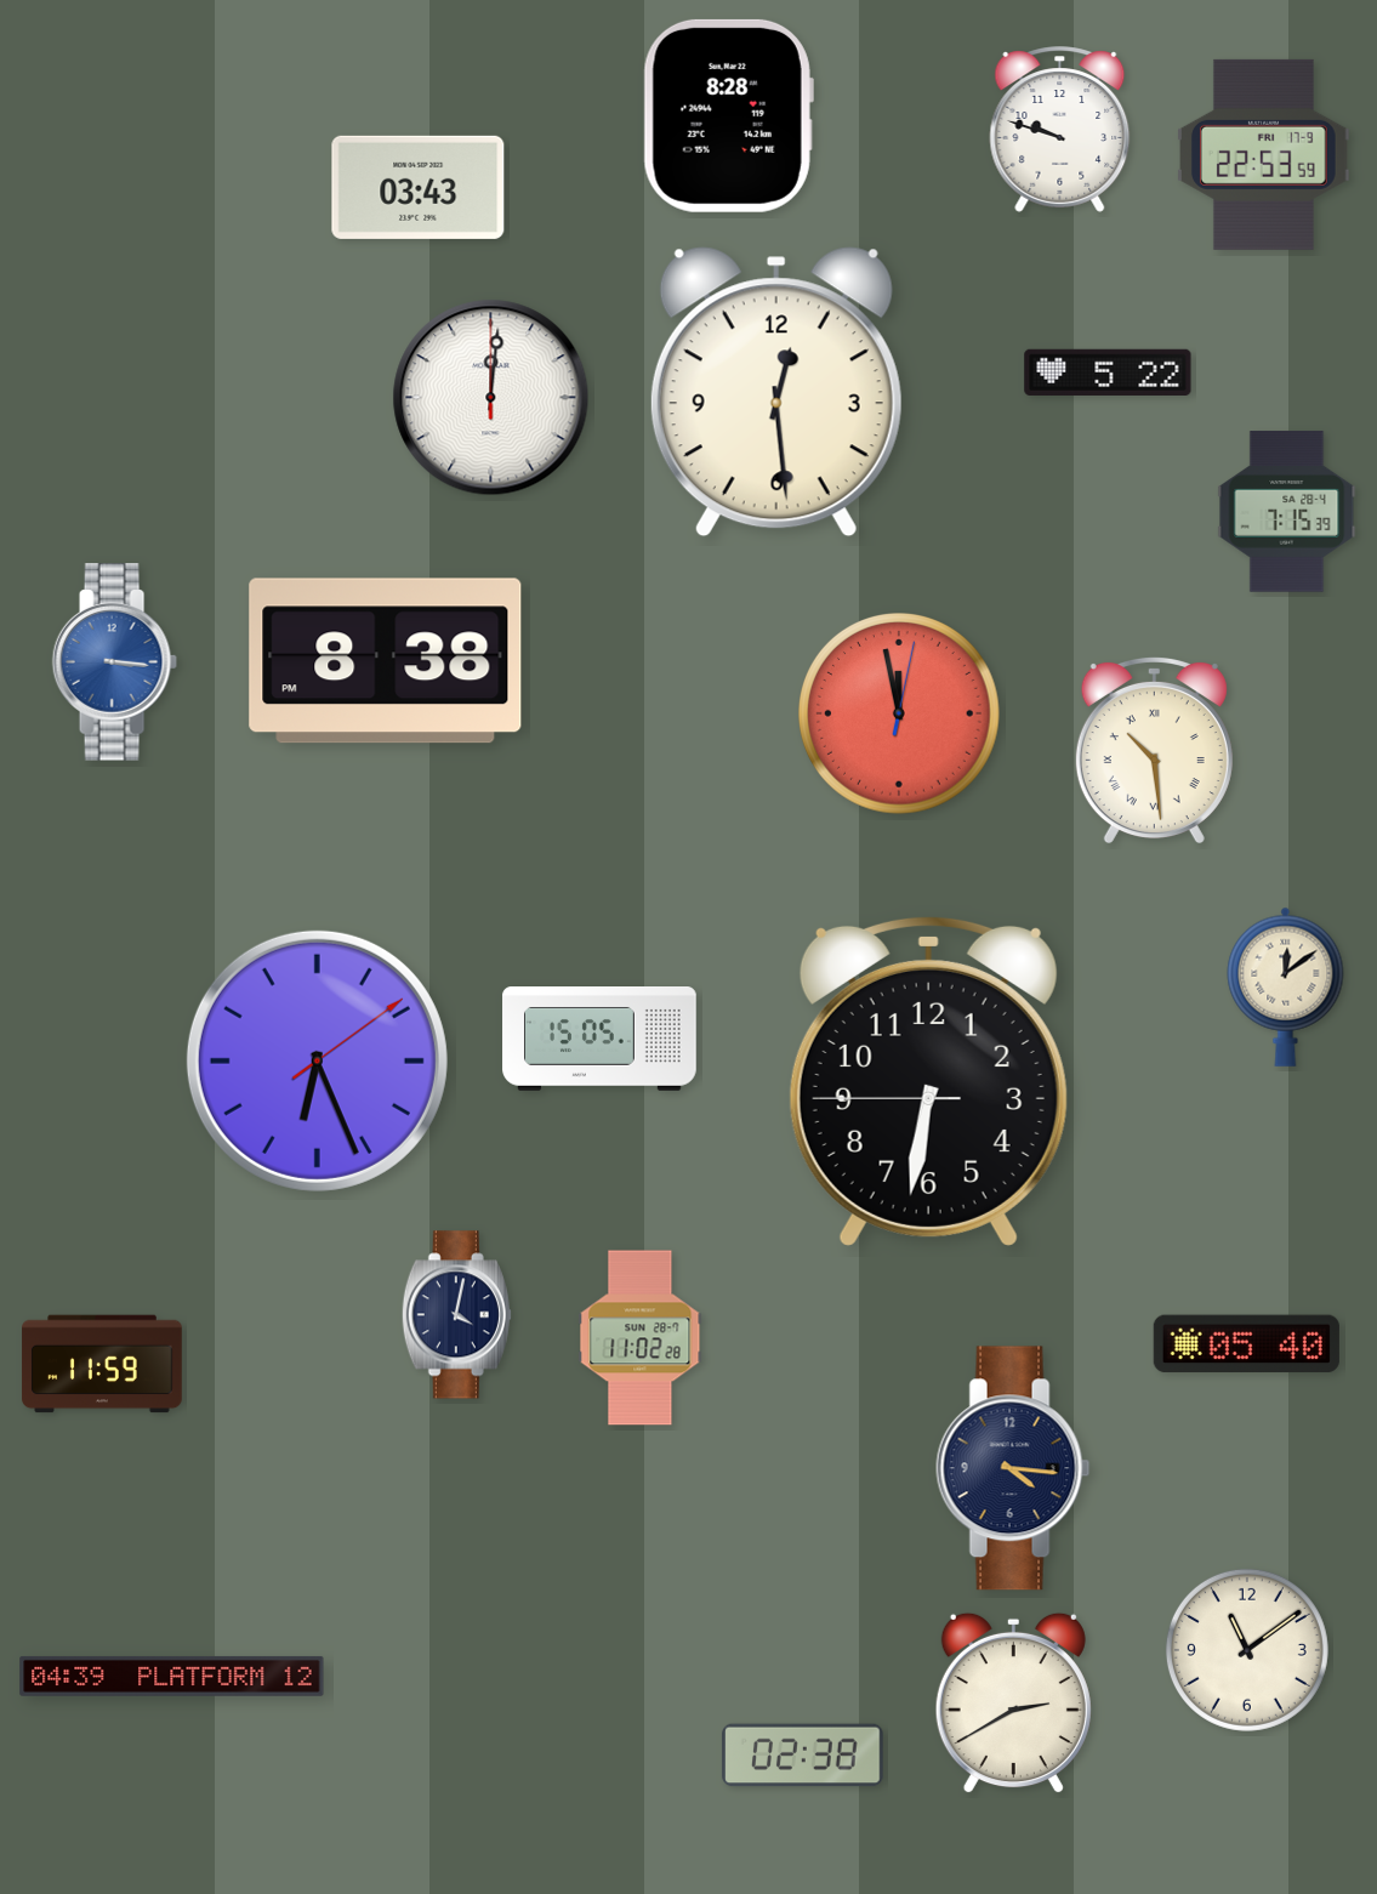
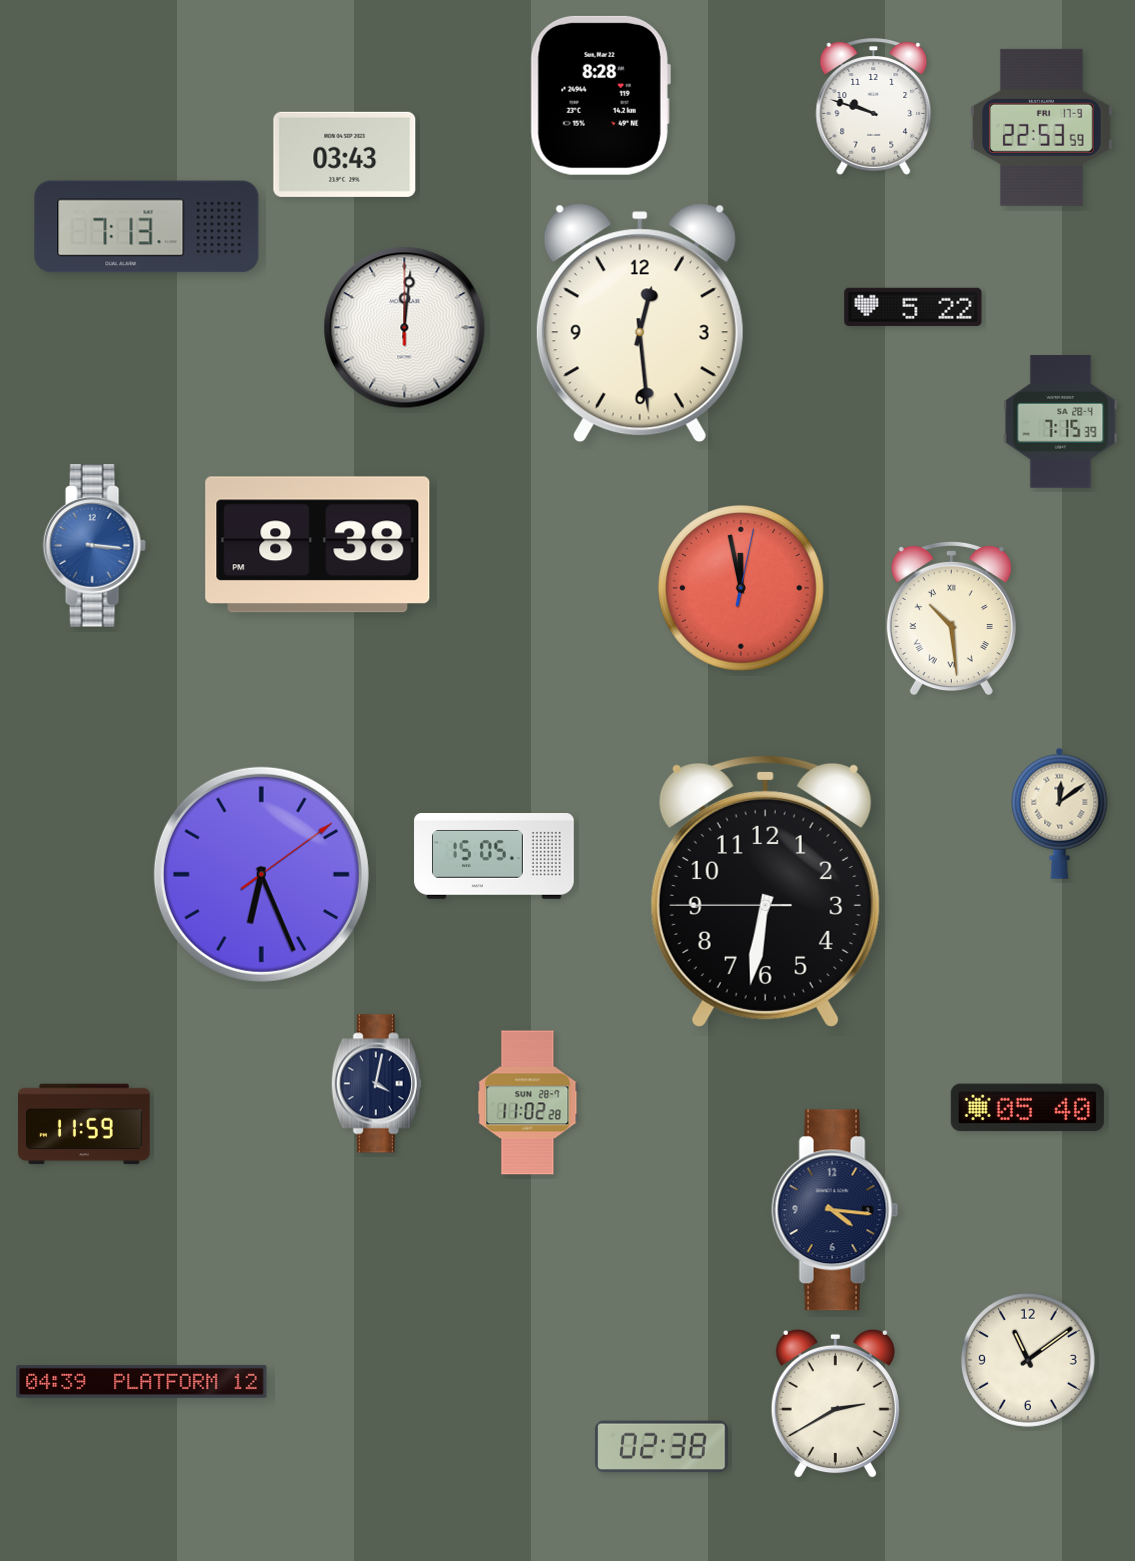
clock at (147, 227): none -> 7:13
